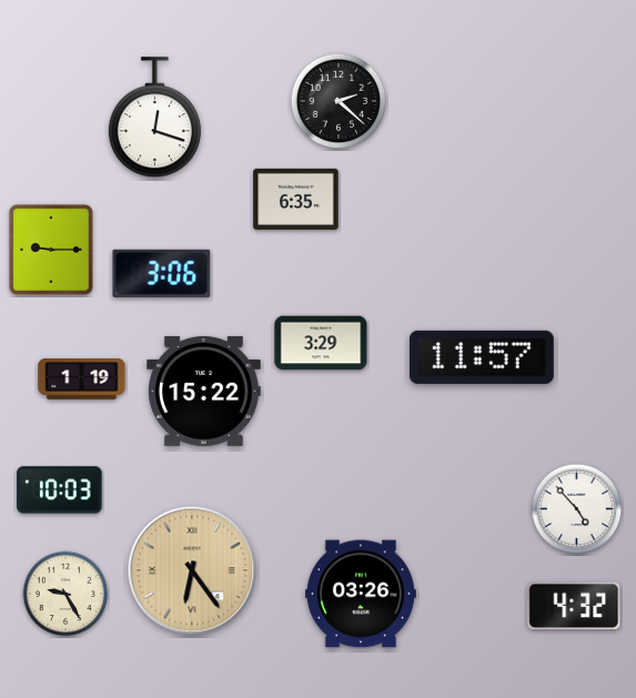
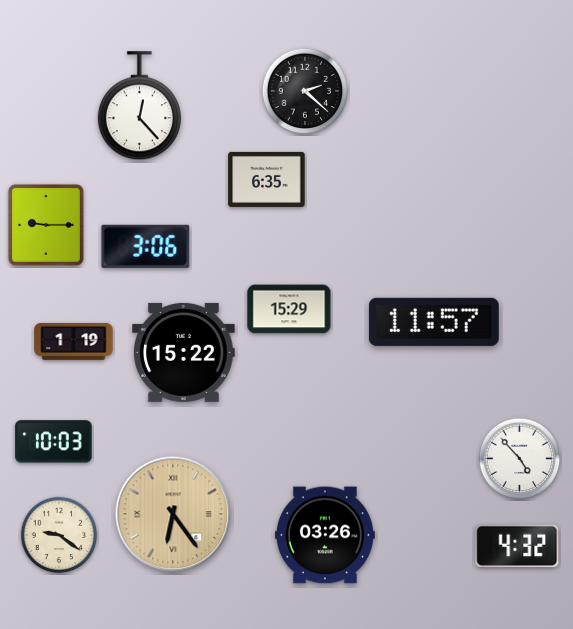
clock at (154, 118): 12:18 -> 12:23
clock at (321, 343): 3:29 -> 15:29
clock at (65, 594): 9:25 -> 9:21
